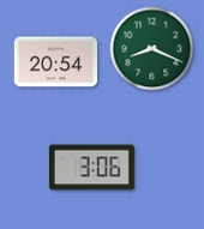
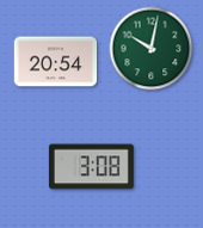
clock at (152, 49): 8:19 -> 10:02
clock at (91, 168): 3:06 -> 3:08
